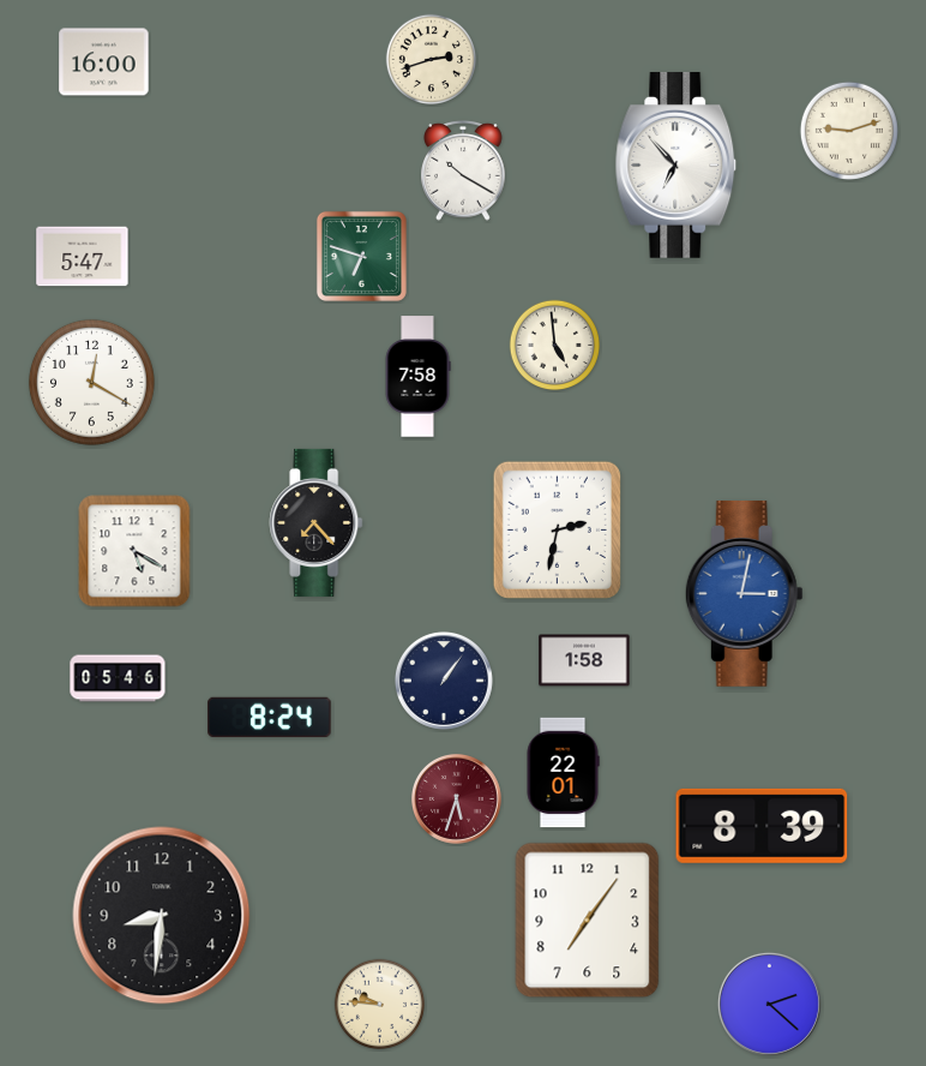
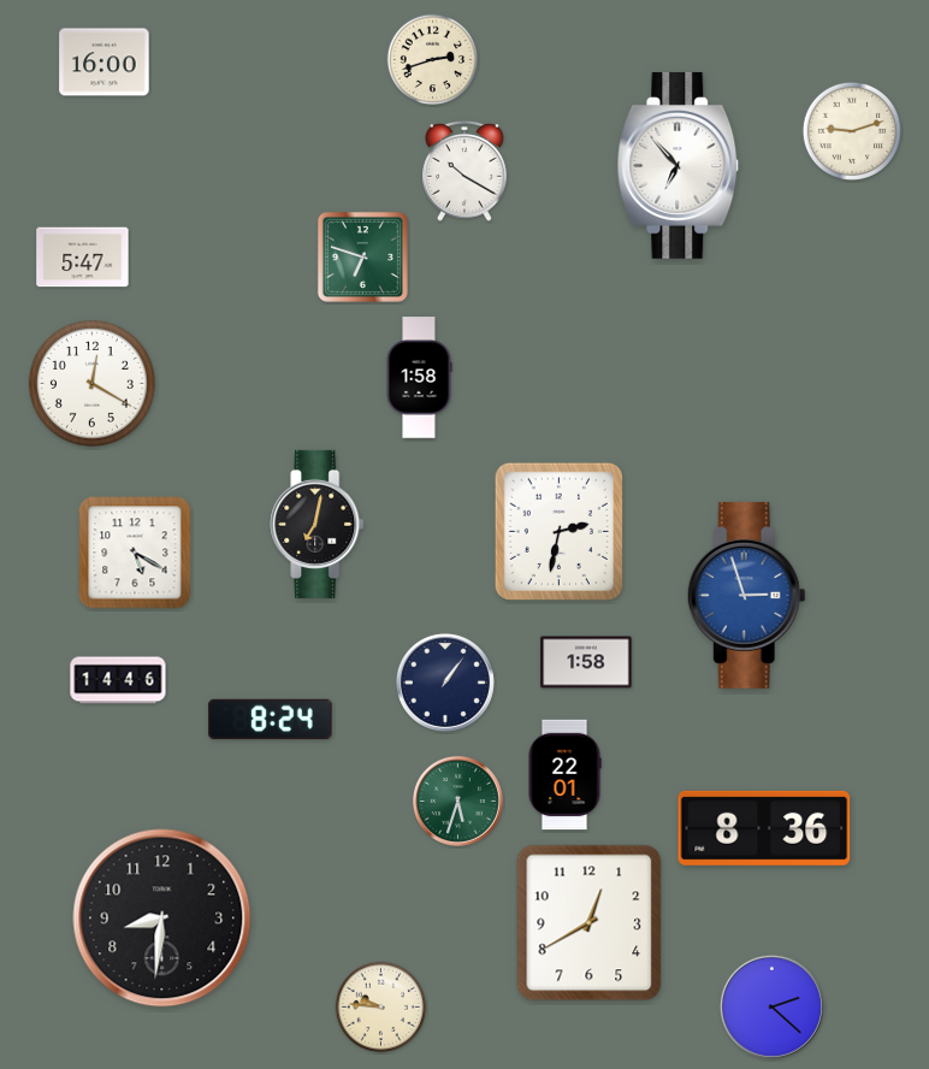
clock at (555, 346): 4:59 -> none
clock at (417, 377): 7:58 -> 1:58
clock at (317, 522): 7:23 -> 7:02
clock at (744, 594): 3:02 -> 2:57
clock at (118, 678): 05:46 -> 14:46
clock at (456, 798) dial: burgundy -> green
clock at (762, 826): 8:39 -> 8:36
clock at (588, 921): 7:06 -> 12:40
